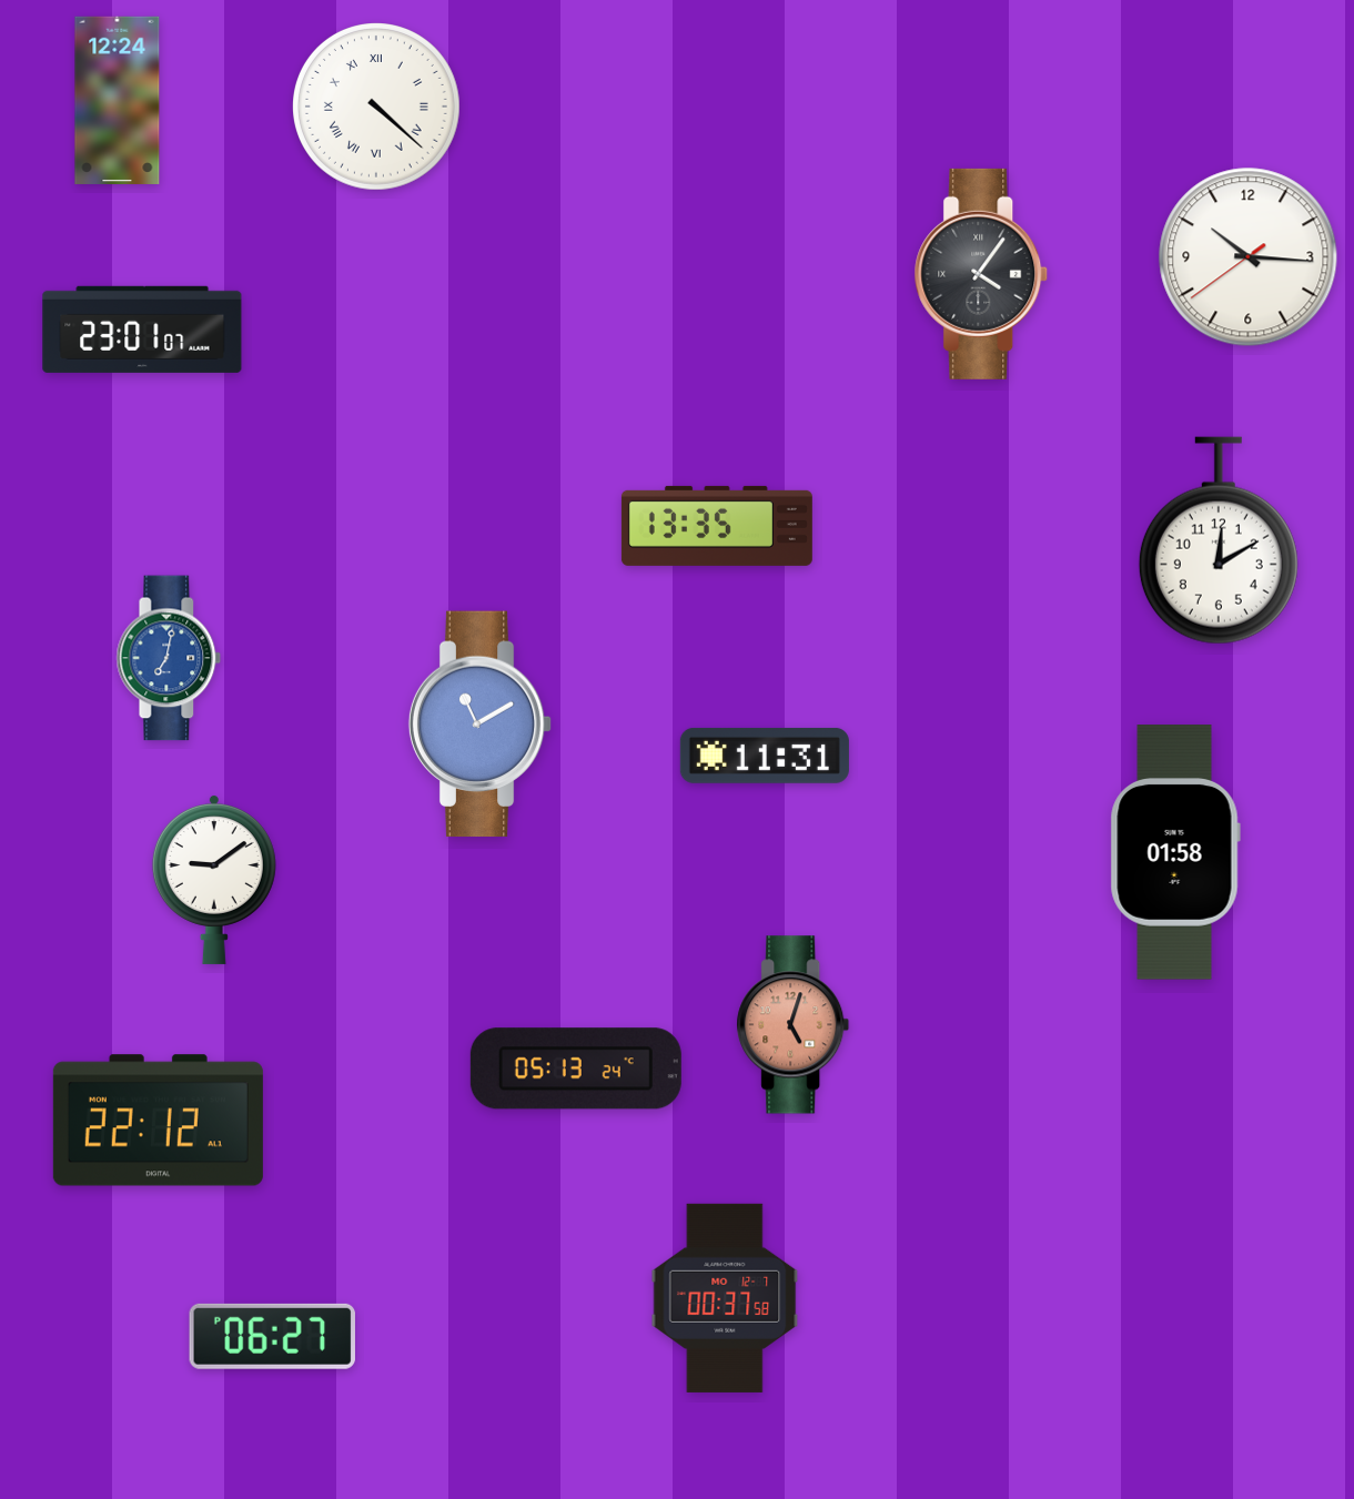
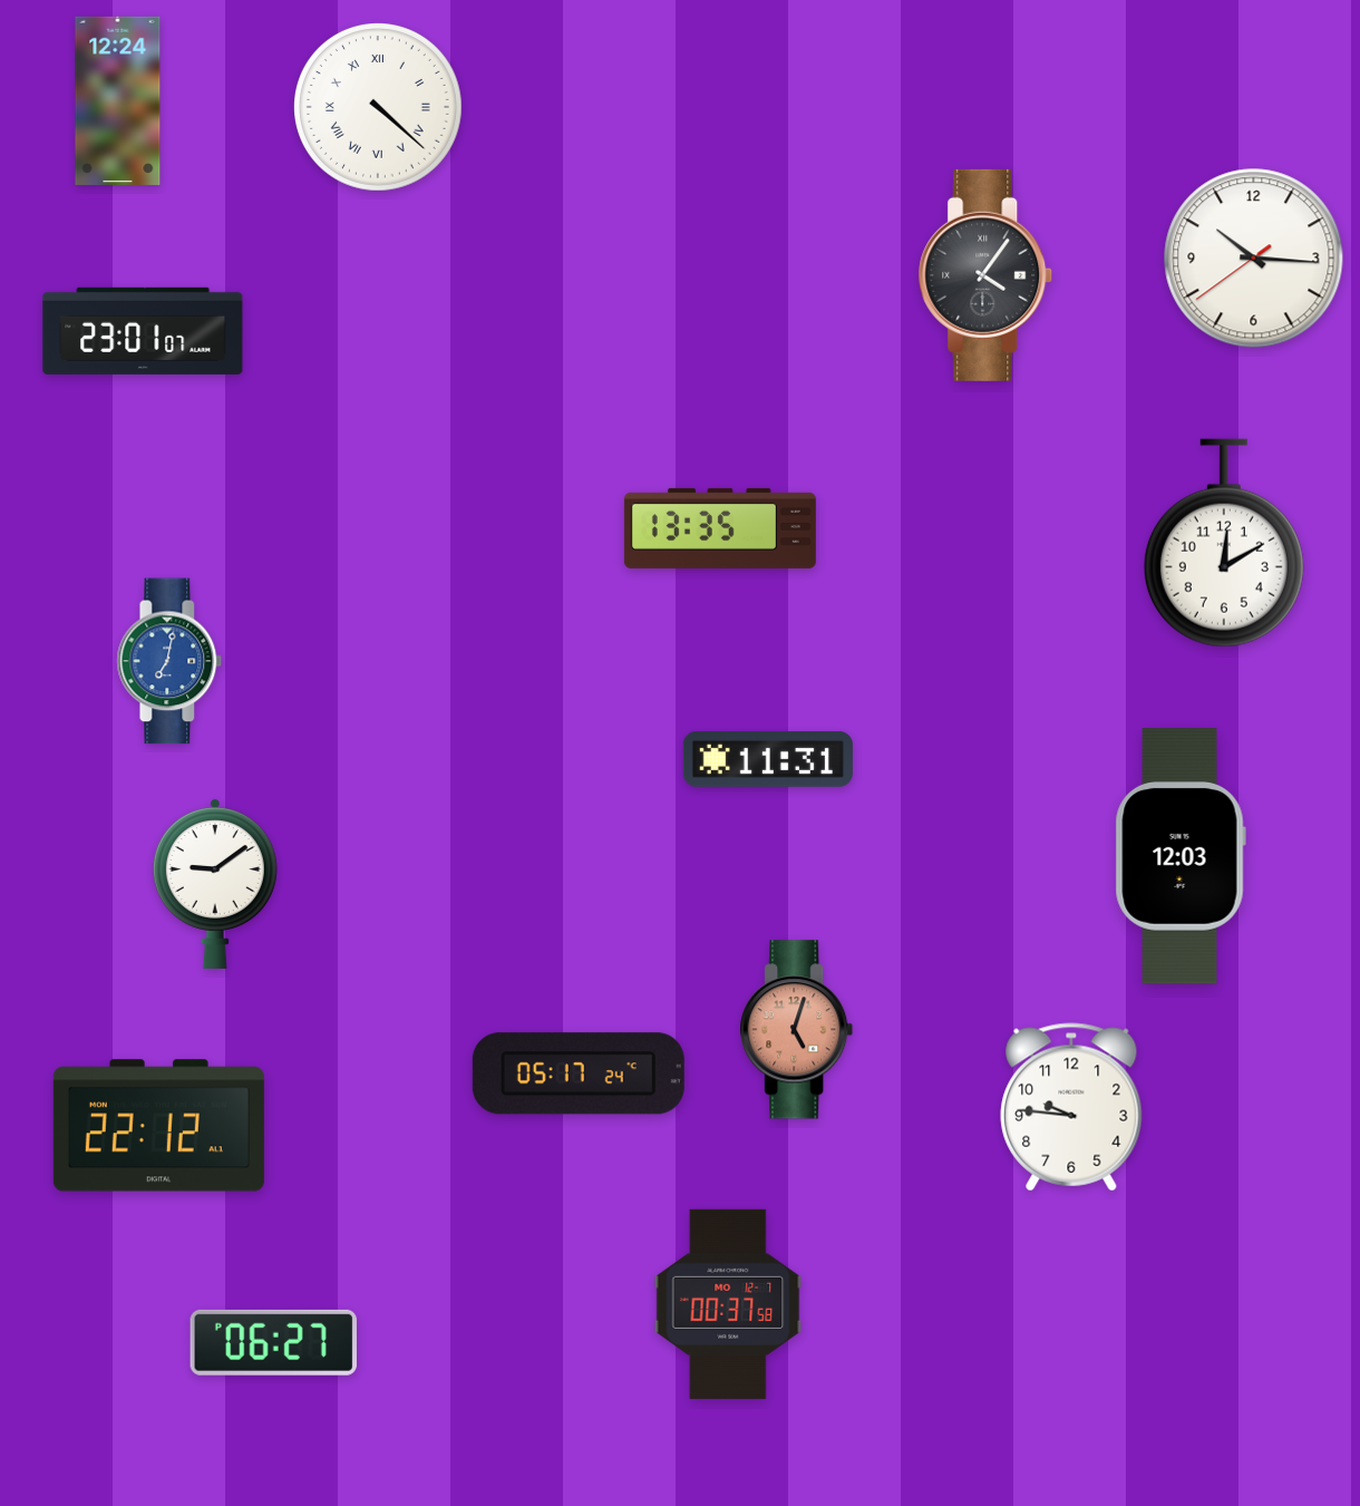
clock at (481, 725): 11:10 -> none
clock at (1175, 852): 01:58 -> 12:03
clock at (576, 1068): 05:13 -> 05:17
clock at (1071, 1107): none -> 9:46
